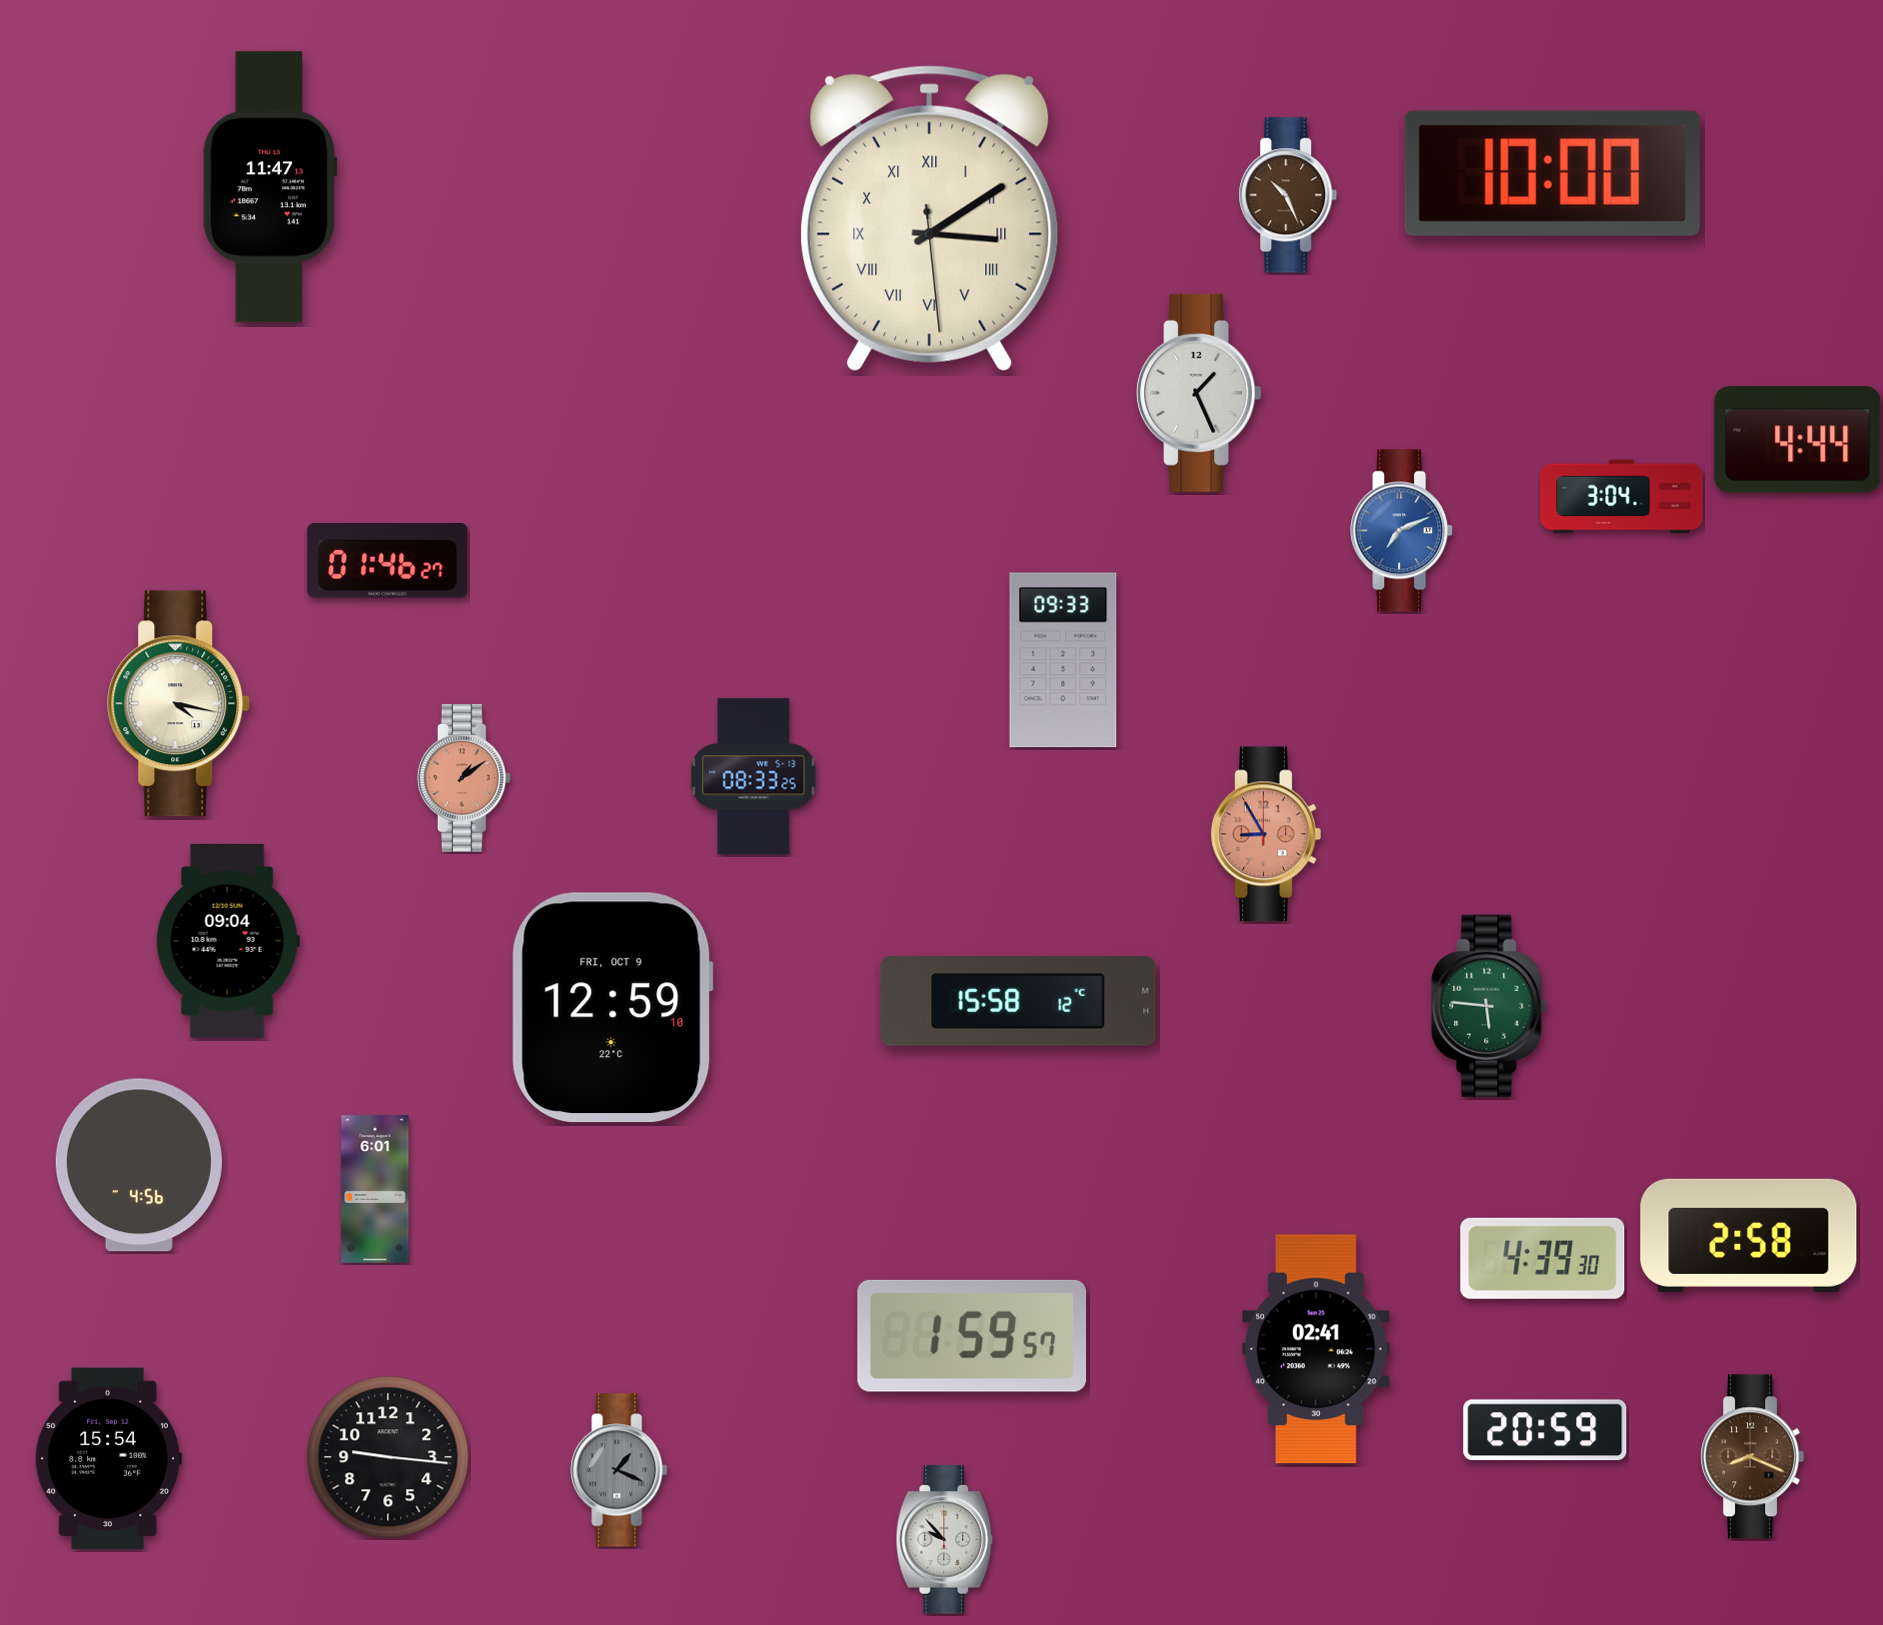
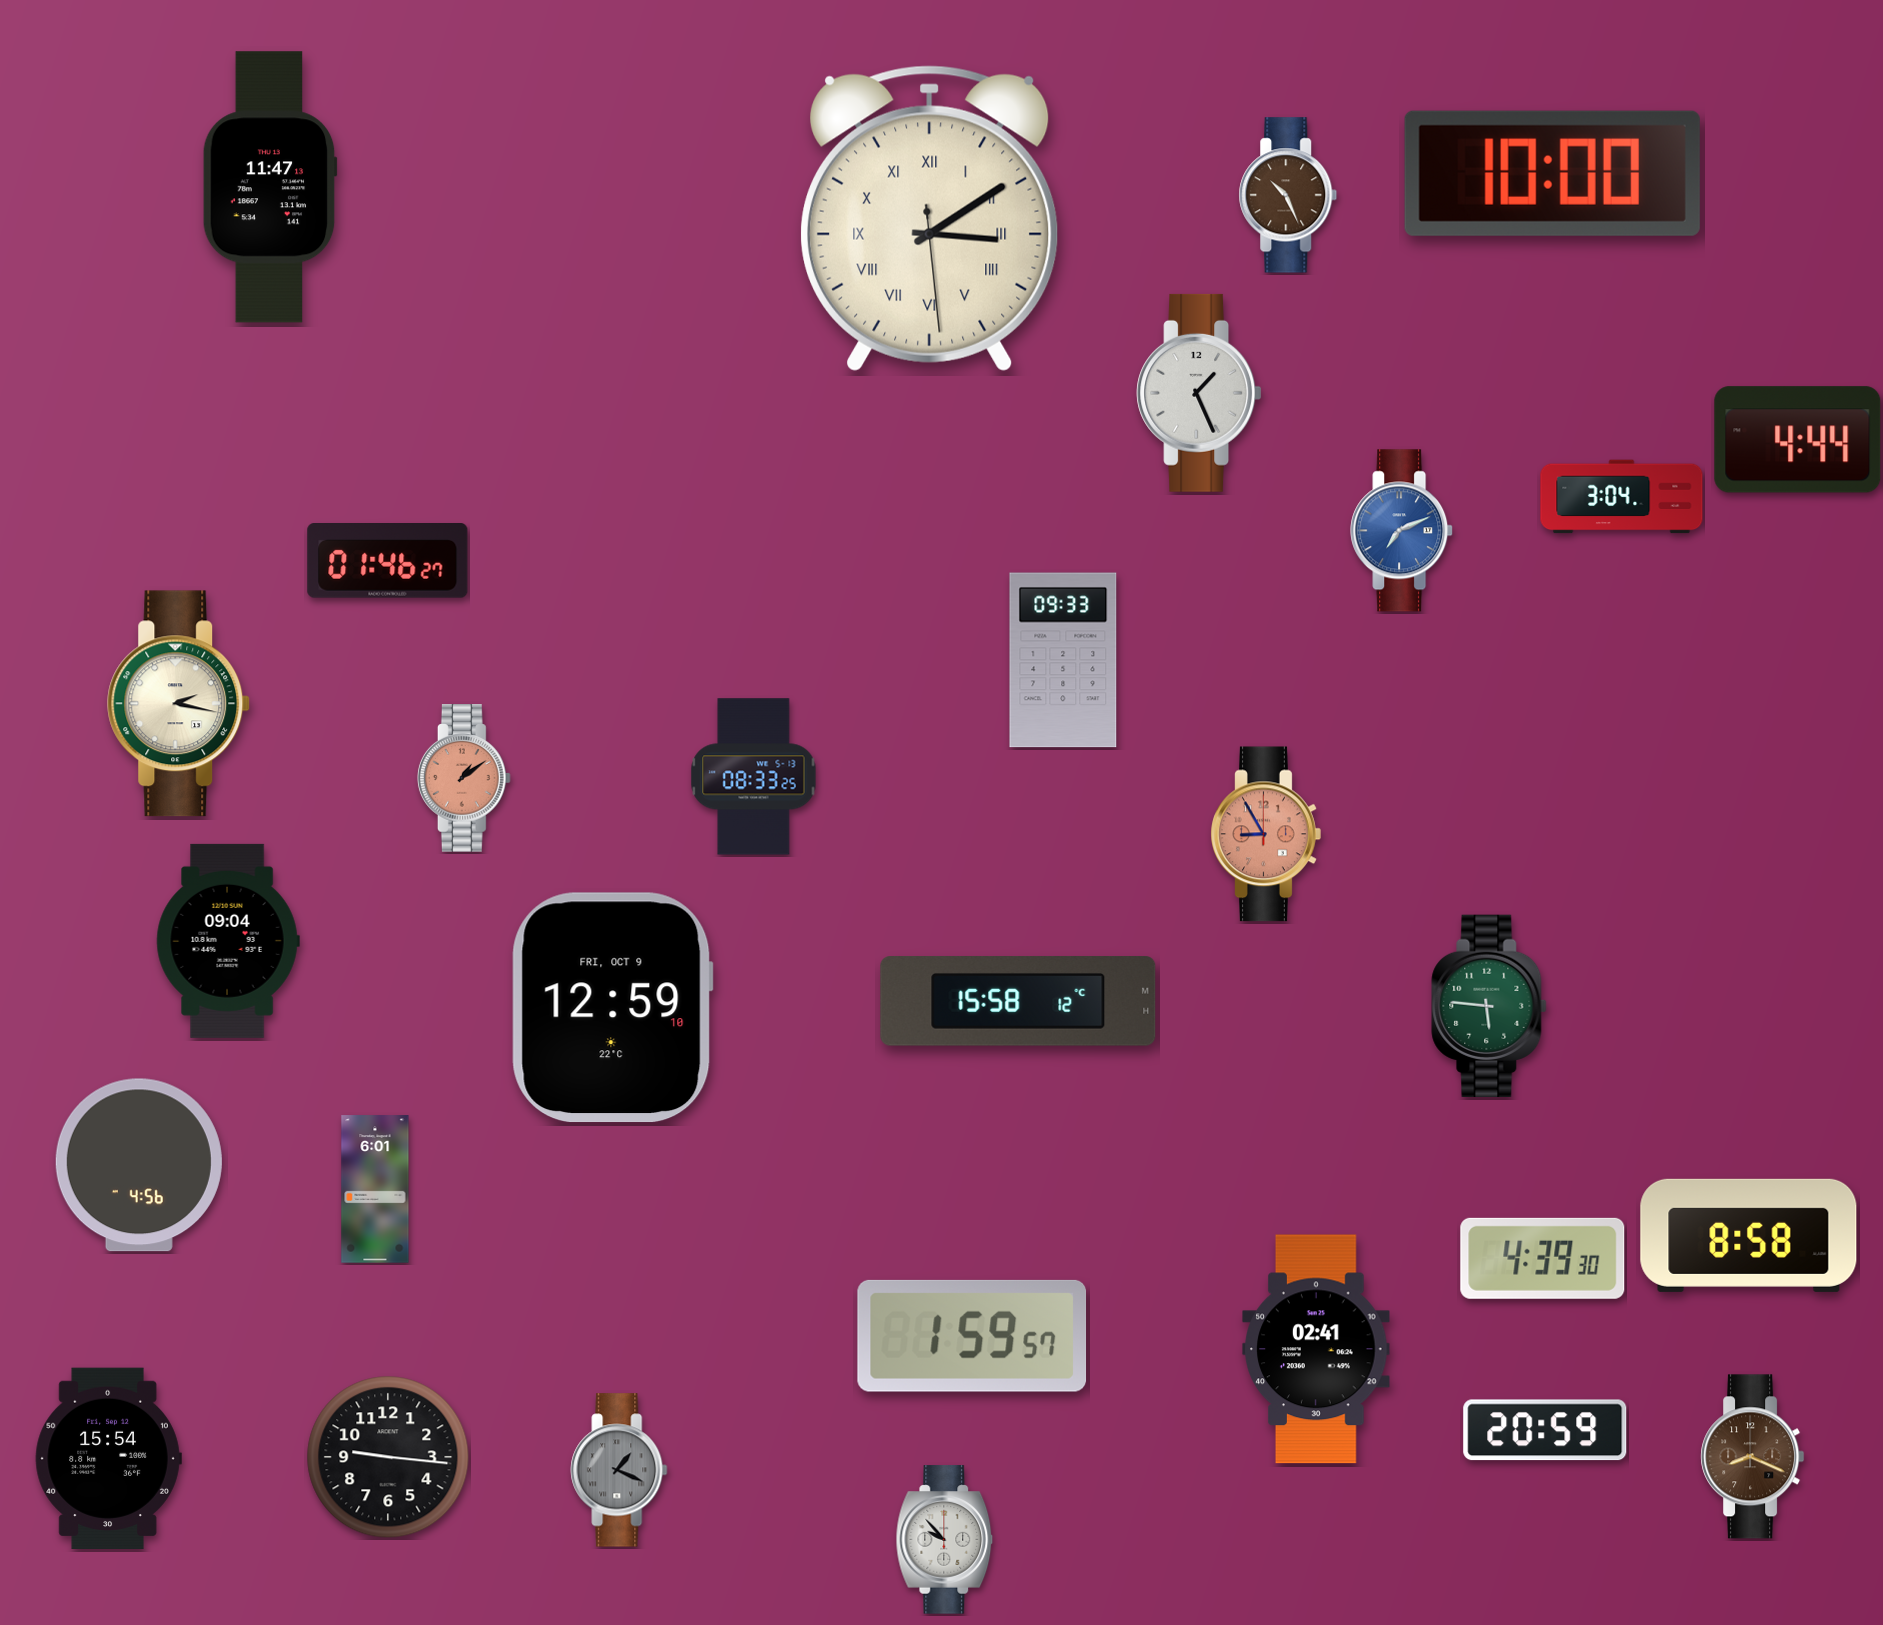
clock at (179, 704): 4:17 -> 2:17
clock at (1749, 1235): 2:58 -> 8:58
